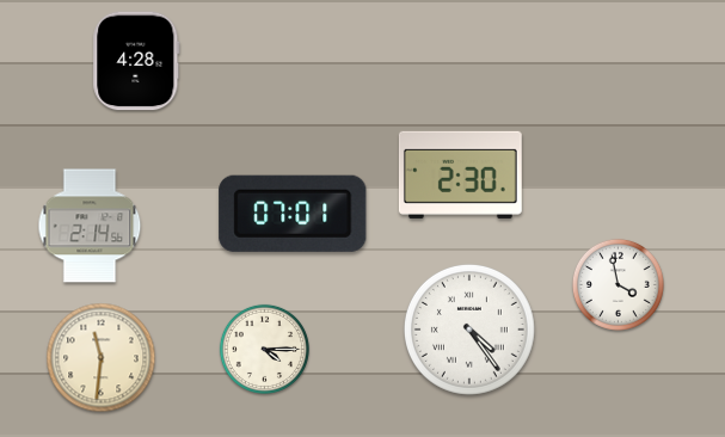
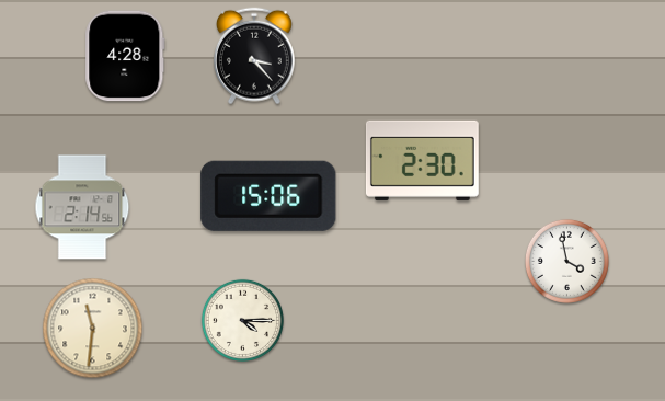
clock at (254, 56): none -> 3:23
clock at (293, 214): 07:01 -> 15:06
clock at (469, 330): 4:24 -> none
